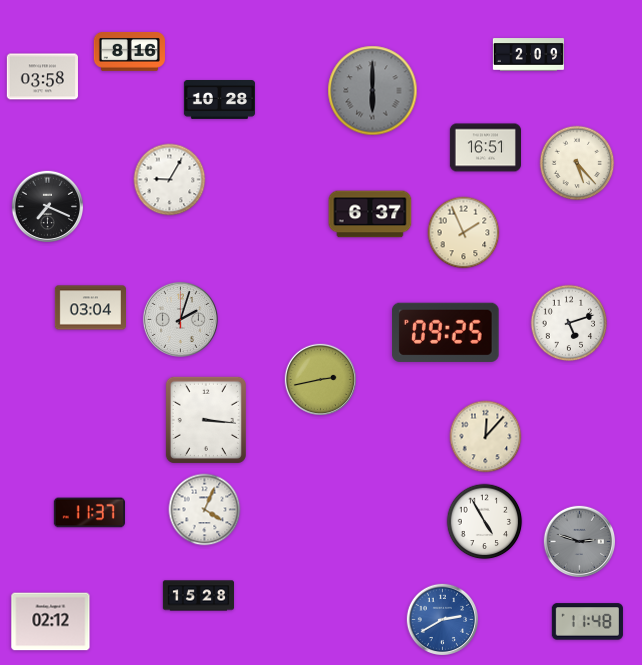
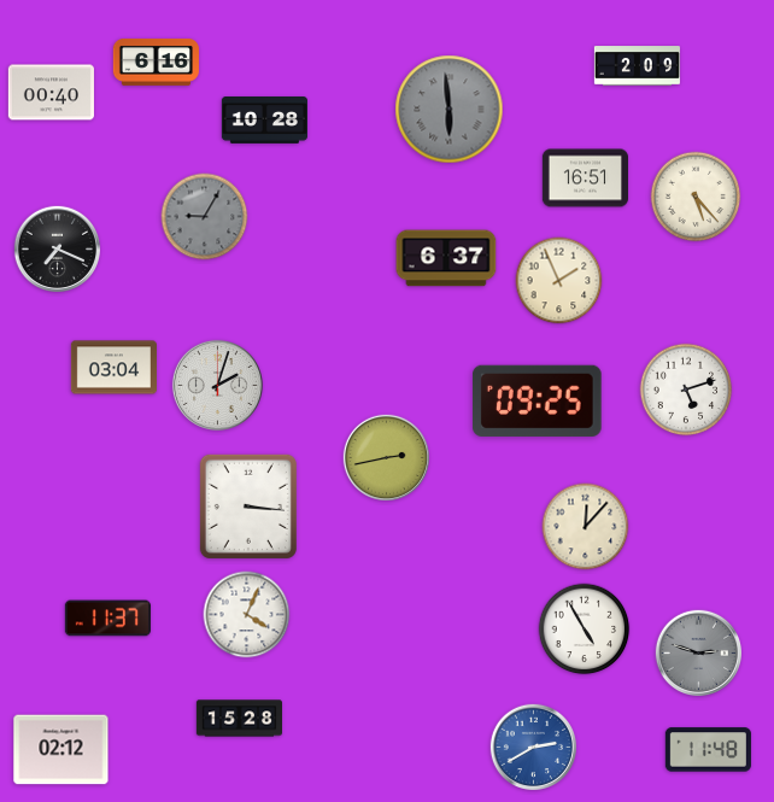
clock at (129, 51): 8:16 -> 6:16
clock at (42, 77): 03:58 -> 00:40
clock at (373, 91): 6:00 -> 5:59
clock at (170, 180) dial: white -> grey
clock at (90, 308) position: (90, 308) -> (113, 368)
